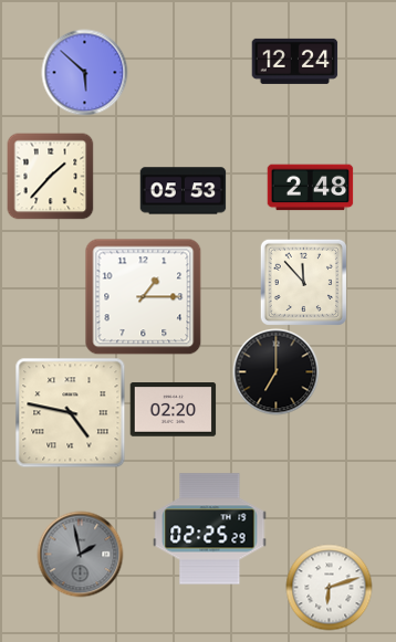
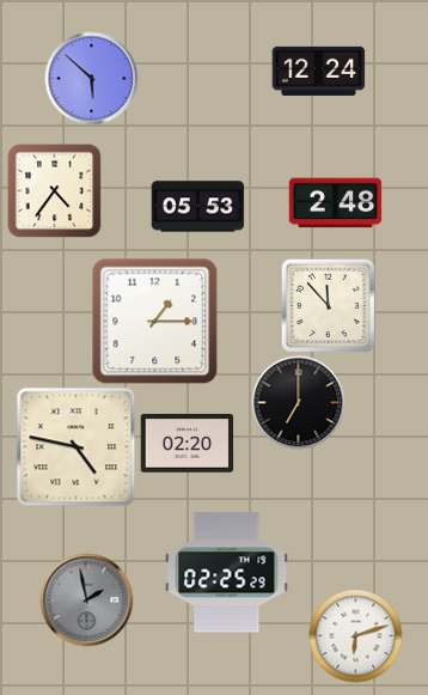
clock at (294, 61) position: (294, 61) -> (318, 71)
clock at (50, 176): 1:37 -> 4:36
